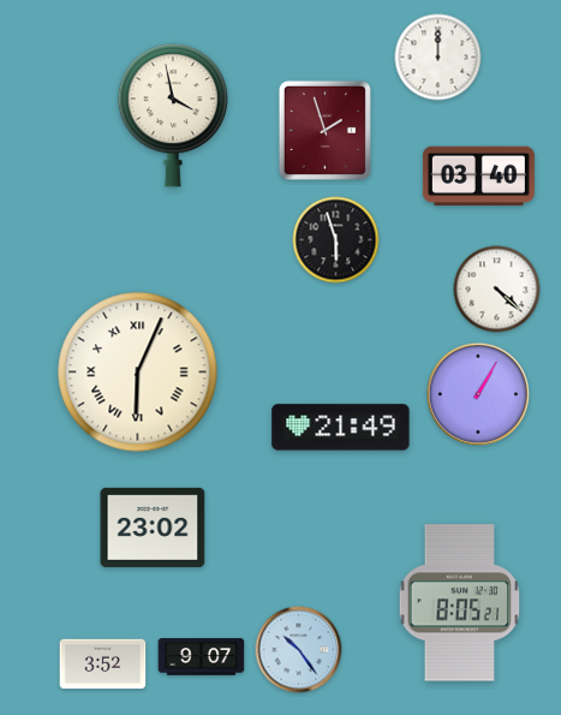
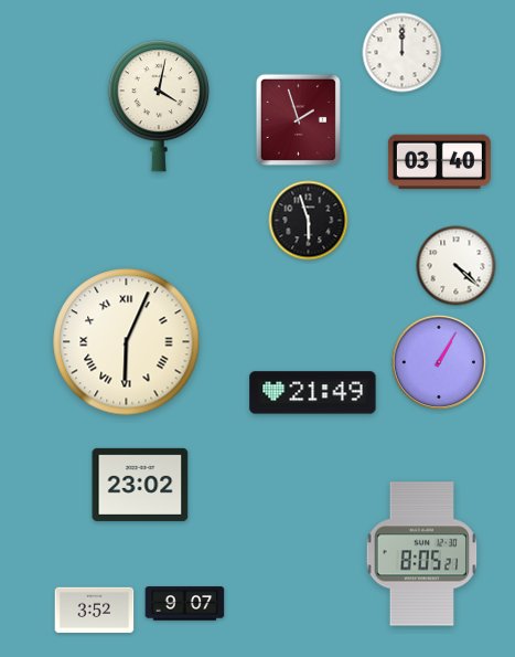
clock at (173, 115): 3:58 -> 4:02
clock at (299, 650): 10:24 -> none
